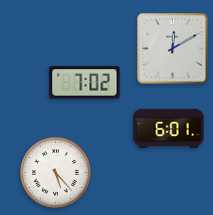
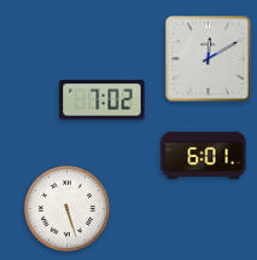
clock at (56, 173): 5:23 -> 5:27
